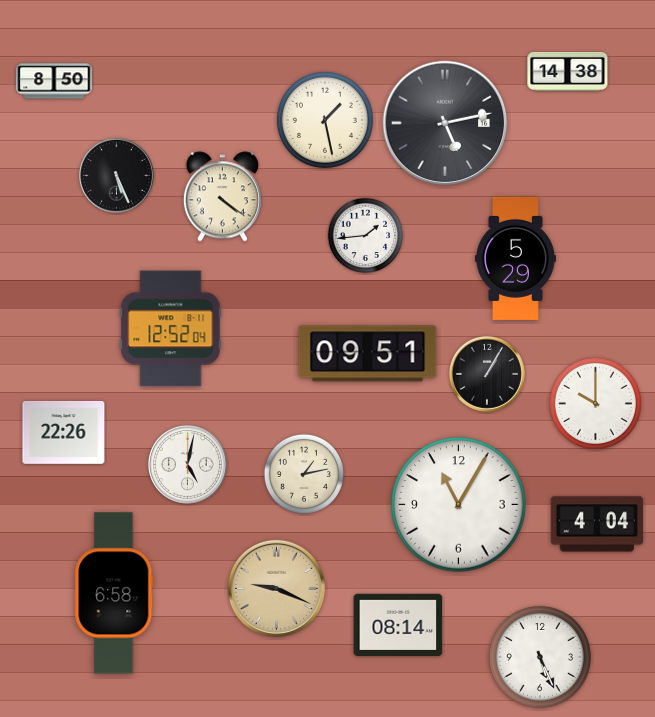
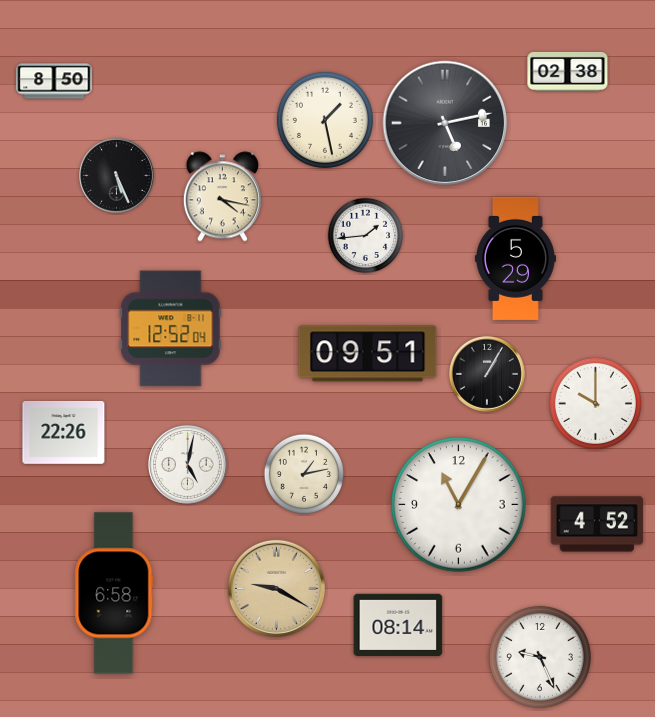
clock at (568, 71): 14:38 -> 02:38
clock at (222, 197): 4:21 -> 4:17
clock at (597, 524): 4:04 -> 4:52
clock at (276, 588): 9:19 -> 9:20
clock at (540, 657): 5:26 -> 9:26
